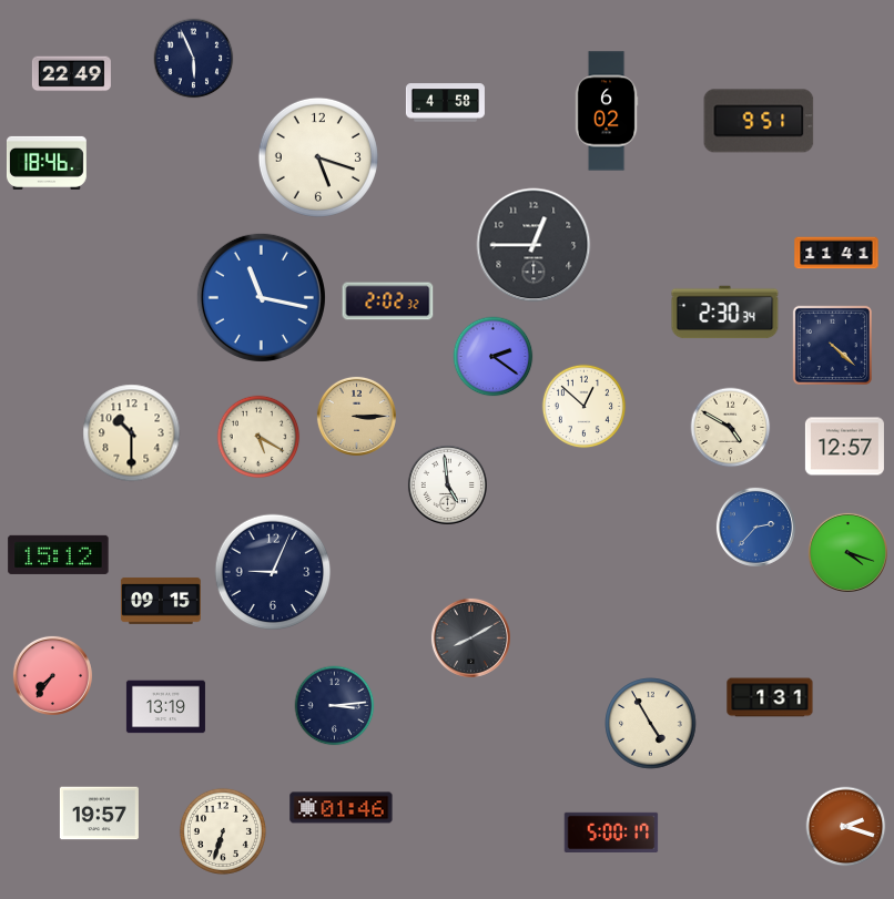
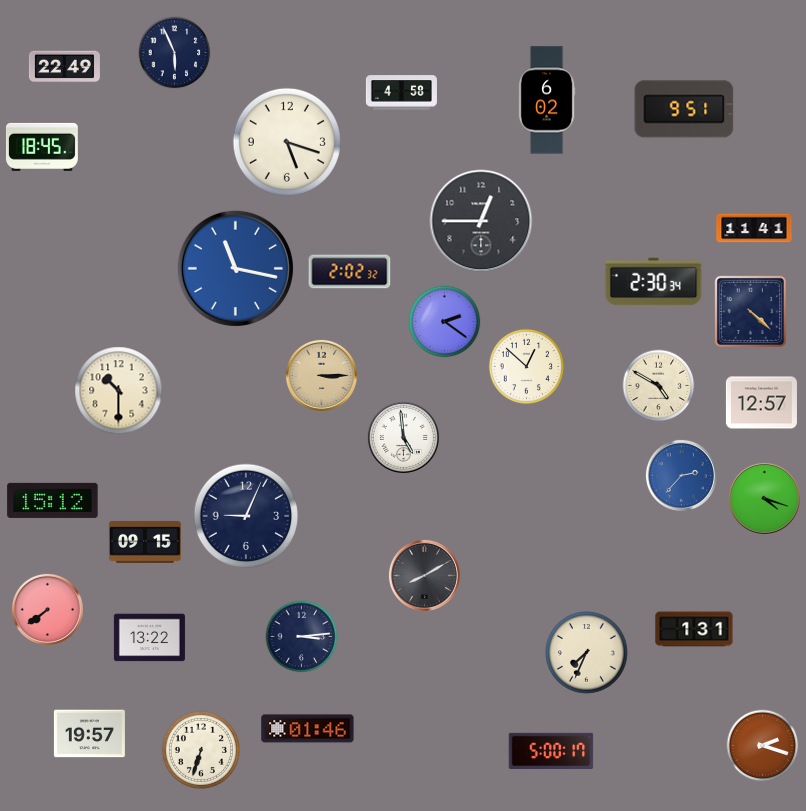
clock at (47, 163): 18:46 -> 18:45
clock at (258, 437): 5:20 -> none
clock at (52, 675): 7:36 -> 7:39
clock at (165, 707): 13:19 -> 13:22
clock at (651, 724): 4:55 -> 7:34
